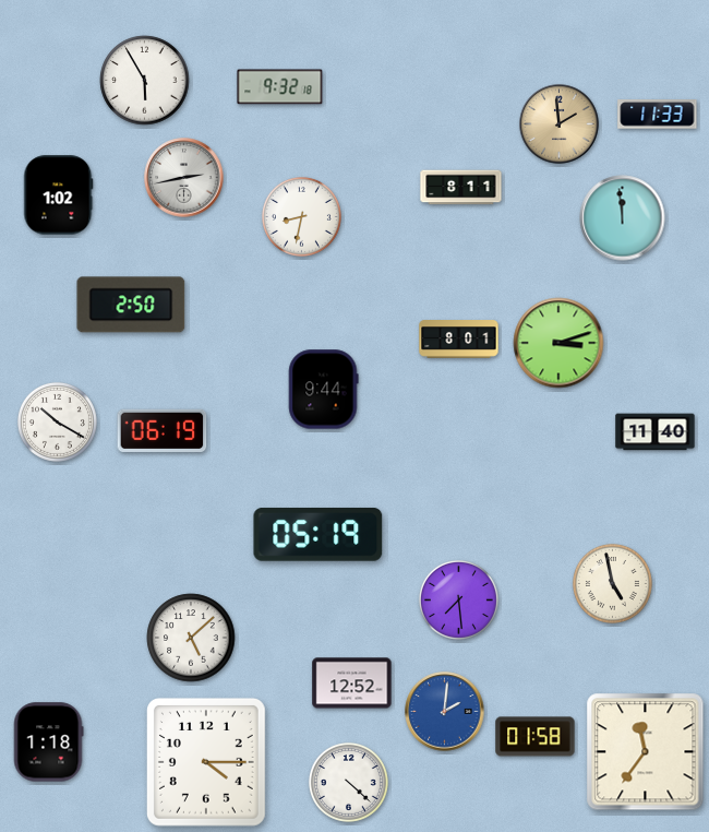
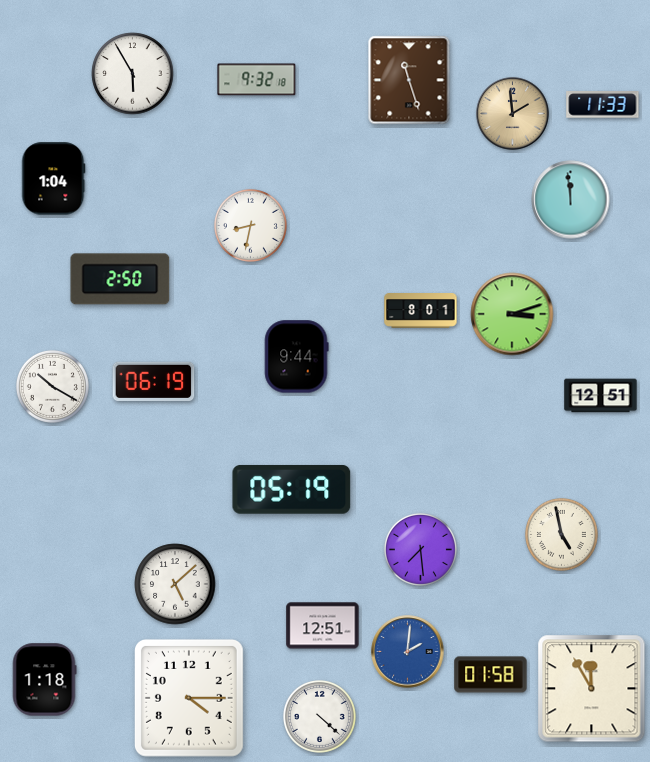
clock at (409, 80): none -> 11:27
clock at (184, 178): 2:43 -> none
clock at (461, 188): 8:11 -> none
clock at (59, 195): 1:02 -> 1:04
clock at (301, 216) position: (301, 216) -> (250, 225)
clock at (163, 430) position: (163, 430) -> (154, 381)
clock at (656, 432): 11:40 -> 12:51
clock at (352, 684): 12:52 -> 12:51
clock at (646, 752): 11:36 -> 11:55
